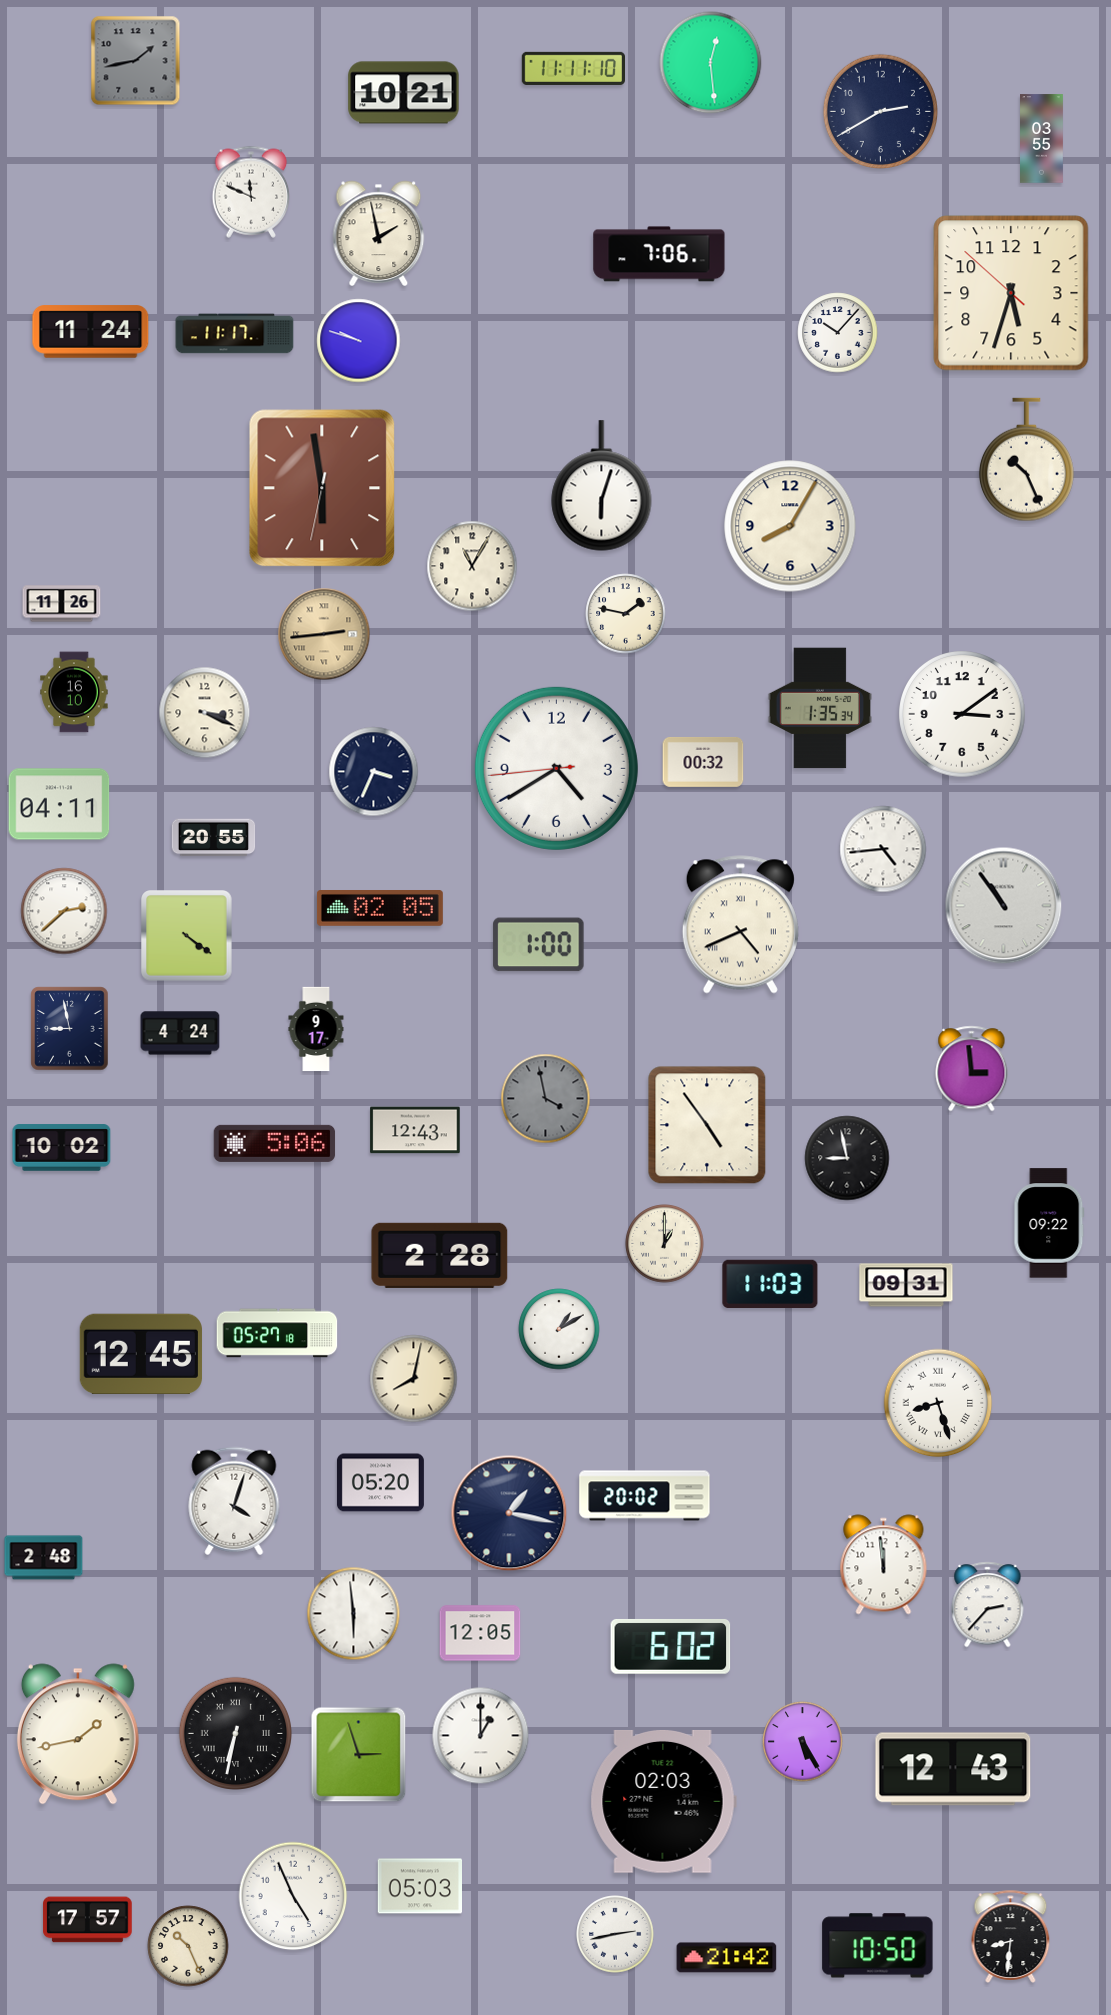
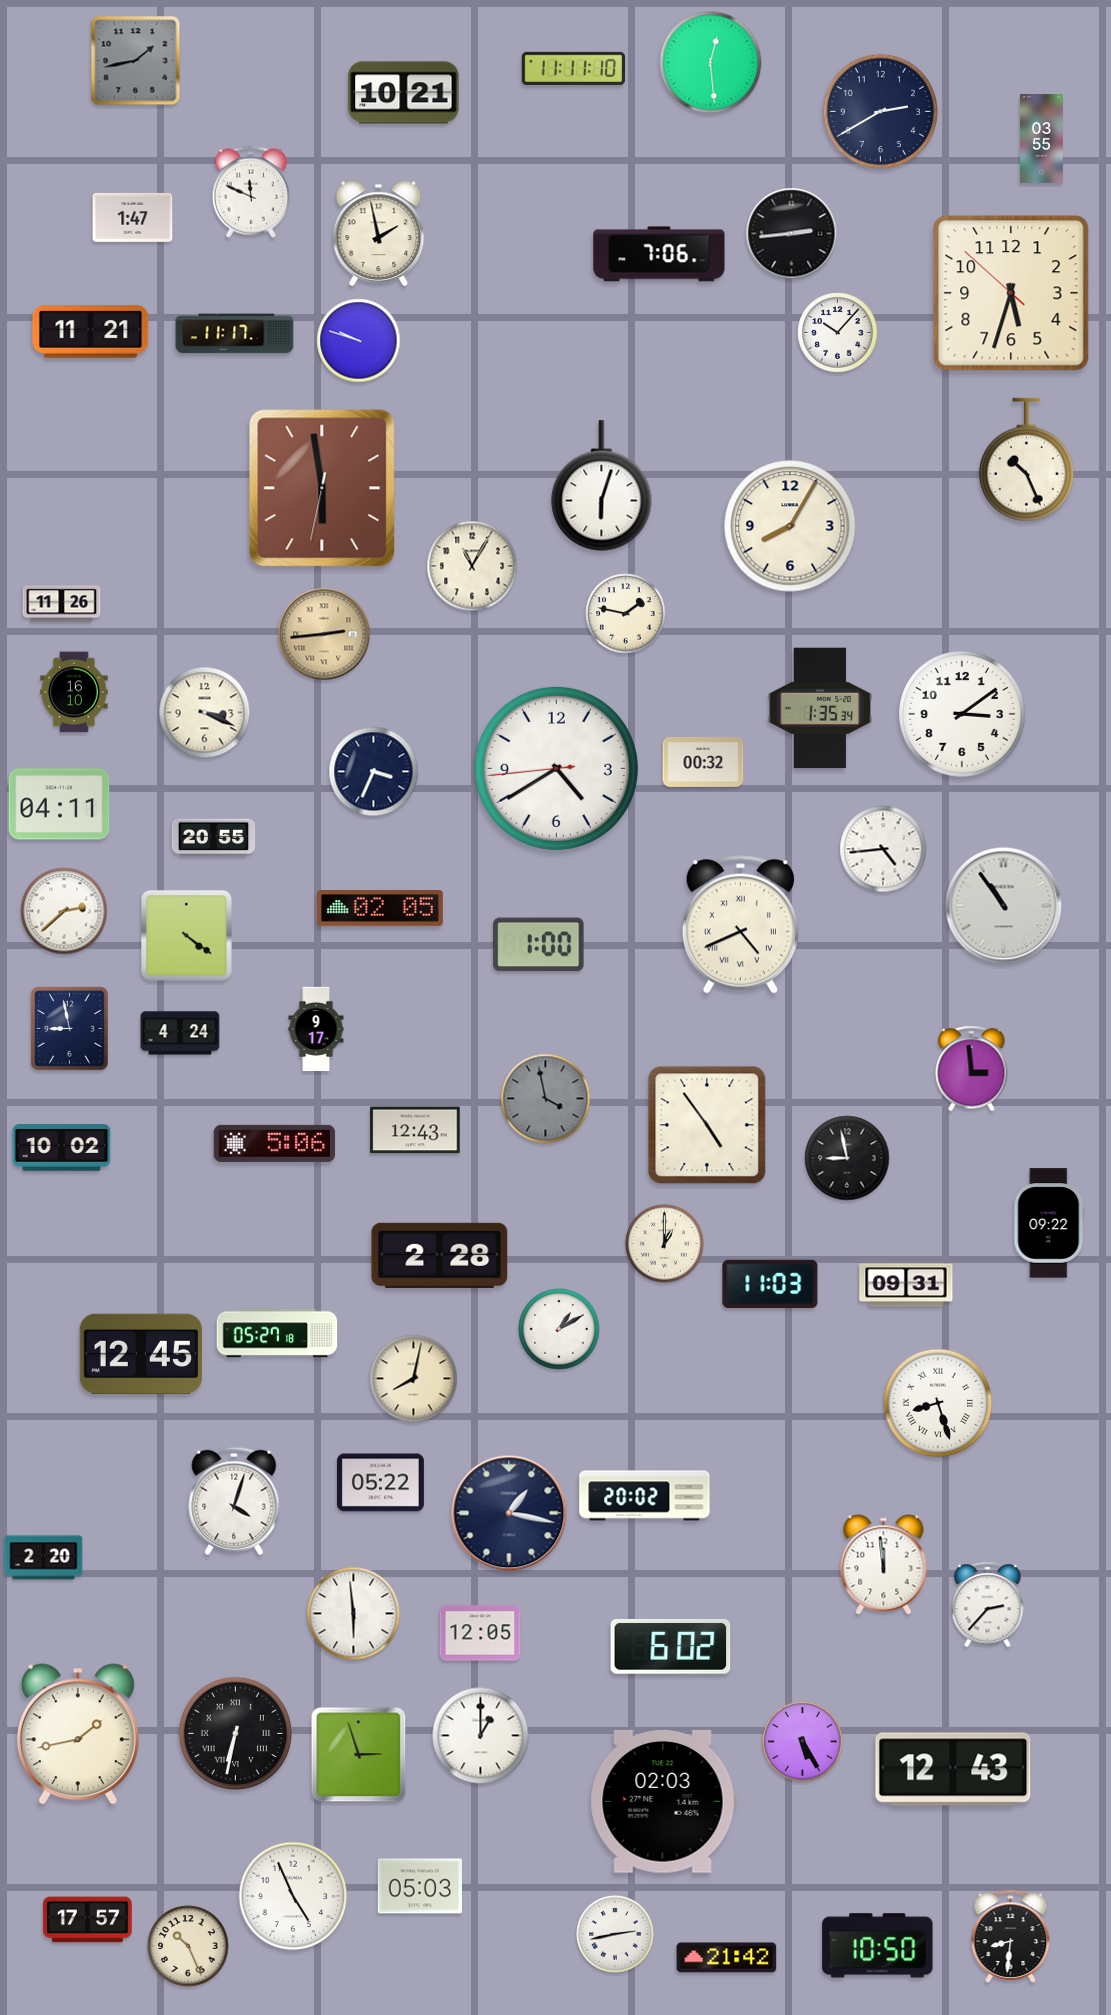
clock at (133, 217): none -> 1:47
clock at (792, 234): none -> 2:44
clock at (91, 332): 11:24 -> 11:21
clock at (380, 1483): 05:20 -> 05:22
clock at (44, 1558): 2:48 -> 2:20
